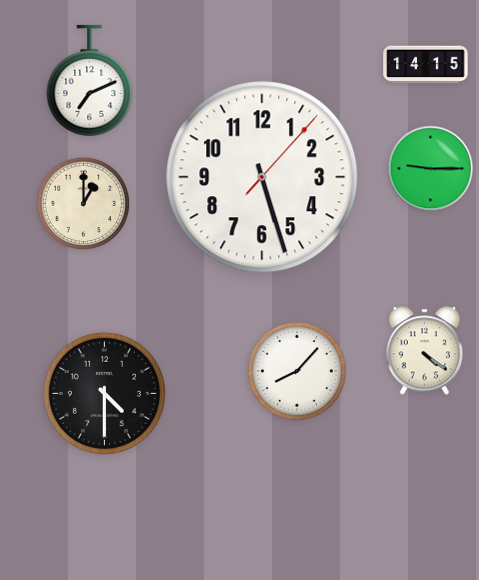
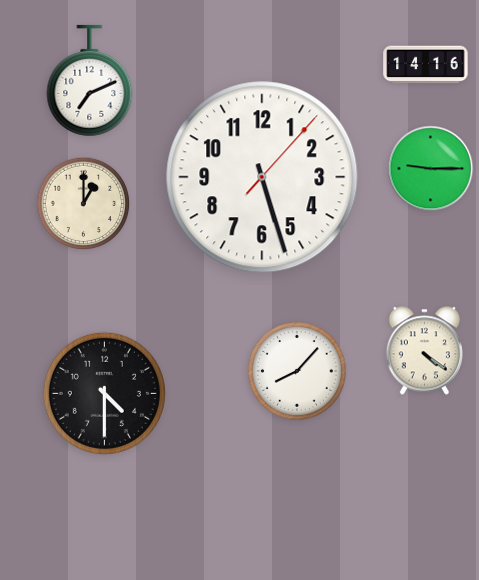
clock at (426, 65): 14:15 -> 14:16
